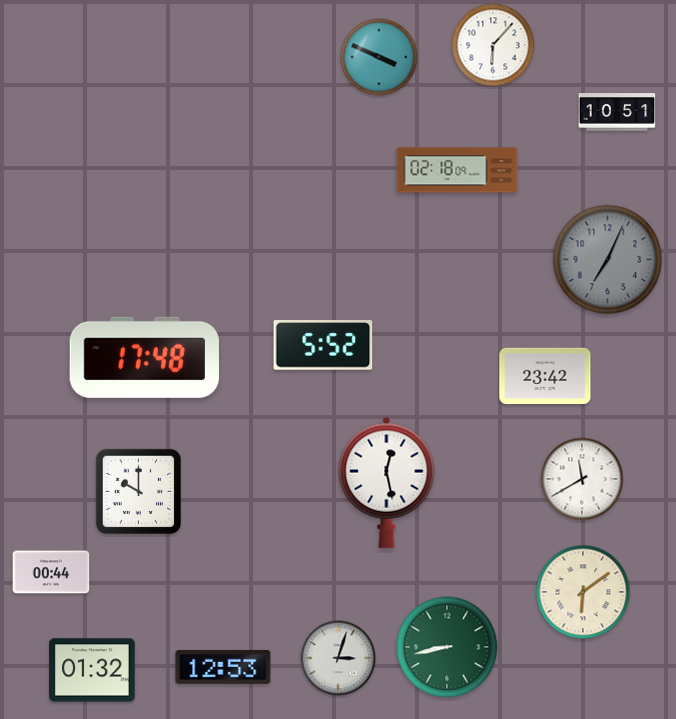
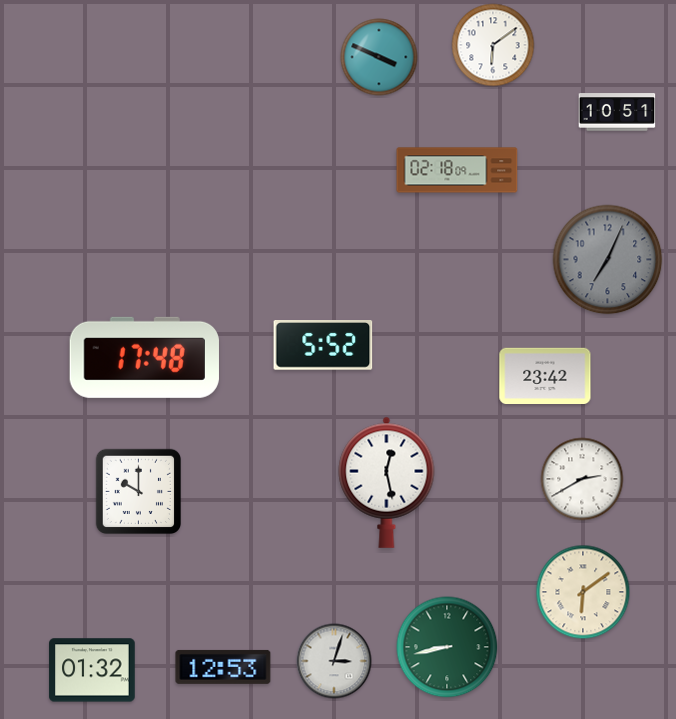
clock at (493, 45): 6:07 -> 6:09
clock at (582, 479): 11:40 -> 2:40
clock at (51, 572): 00:44 -> none
clock at (338, 658) position: (338, 658) -> (334, 661)
